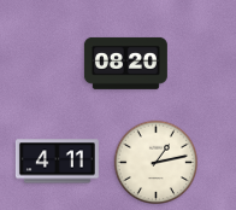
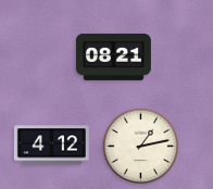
clock at (125, 63): 08:20 -> 08:21
clock at (57, 162): 4:11 -> 4:12
